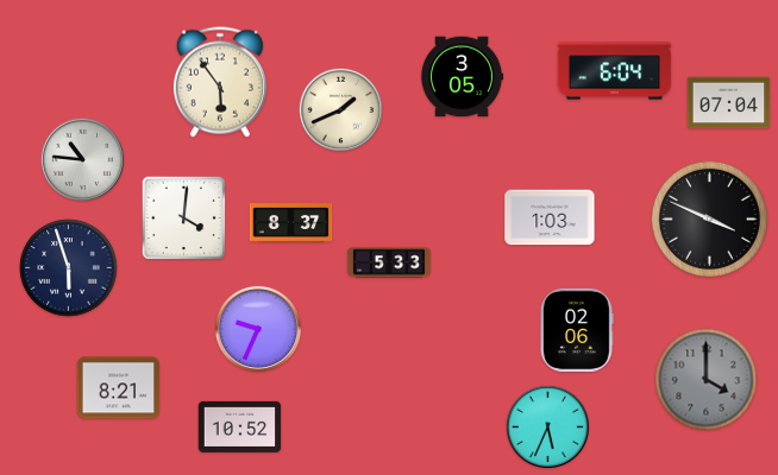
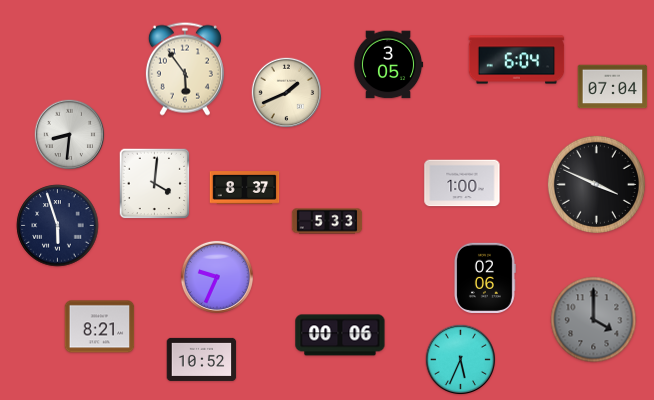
clock at (83, 160): 10:46 -> 8:31
clock at (550, 217): 1:03 -> 1:00
clock at (340, 335): none -> 00:06
